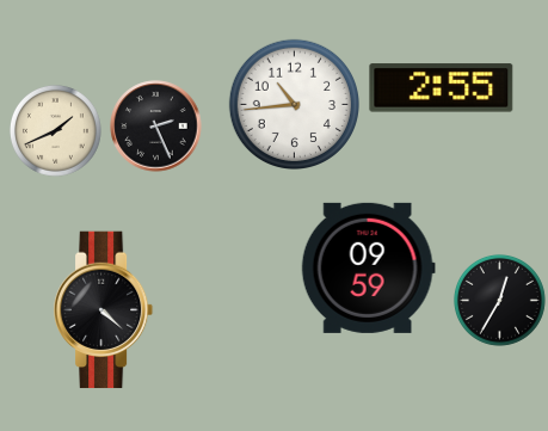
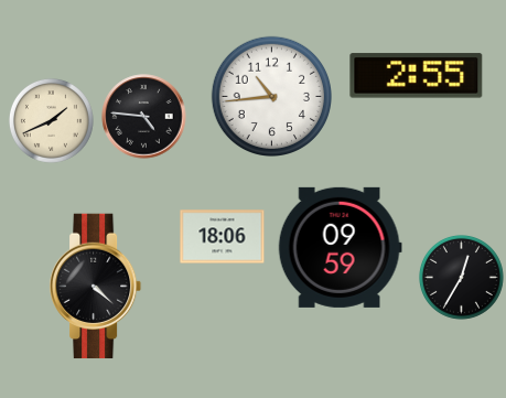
clock at (442, 88) position: (442, 88) -> (417, 76)
clock at (156, 127): 2:26 -> 4:46
clock at (223, 237): none -> 18:06
